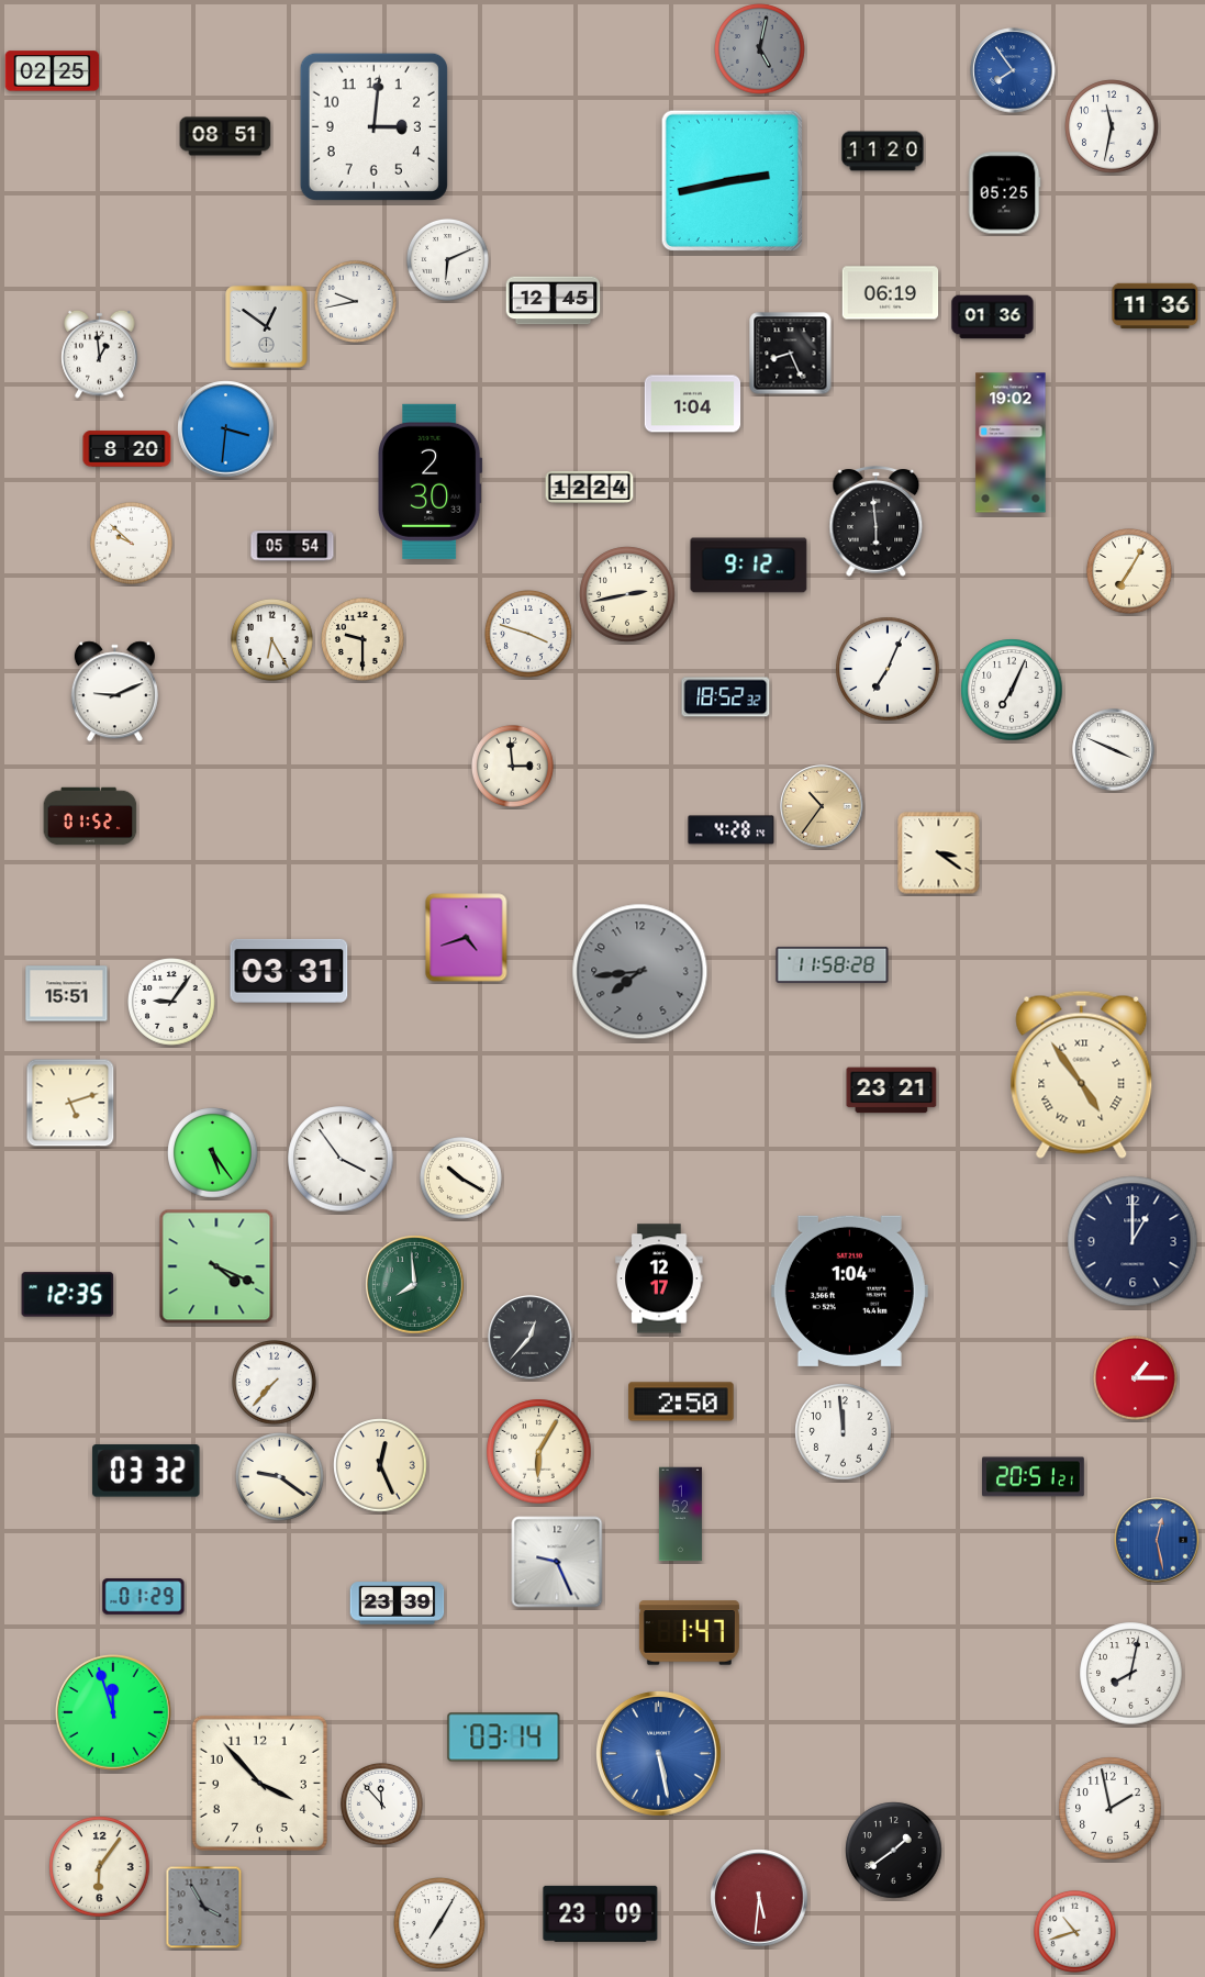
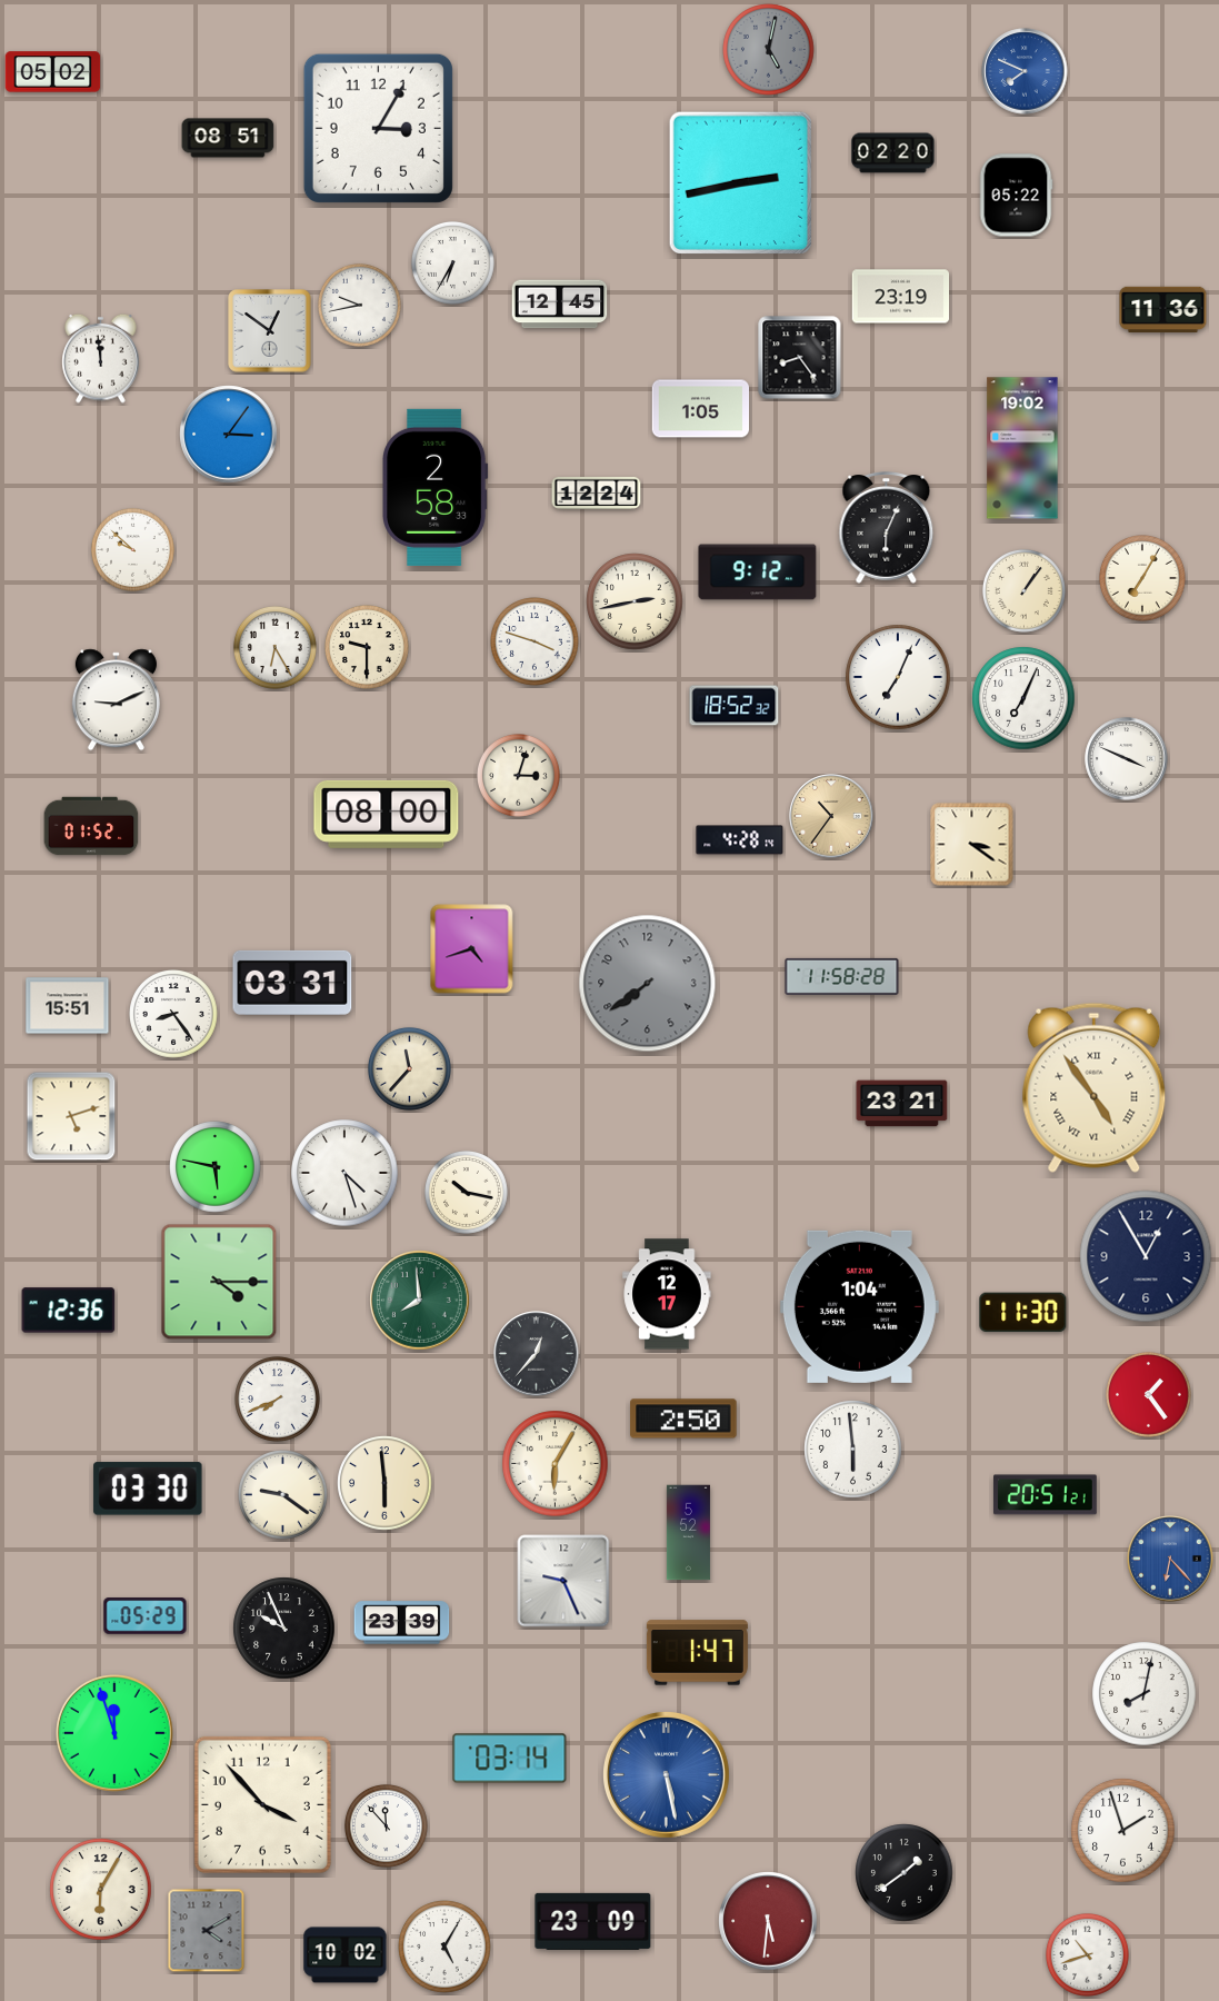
clock at (1013, 70): 7:54 -> 7:49
clock at (53, 71): 02:25 -> 05:02
clock at (373, 126): 3:01 -> 3:05
clock at (1112, 126): 11:32 -> none
clock at (883, 152): 11:20 -> 02:20
clock at (1004, 193): 05:25 -> 05:22
clock at (448, 260): 6:11 -> 6:35
clock at (891, 293): 06:19 -> 23:19
clock at (1156, 306) position: (1156, 306) -> (1163, 310)
clock at (993, 317): 01:36 -> none
clock at (100, 354): 12:59 -> 11:59
clock at (791, 354): 8:26 -> 8:24
clock at (693, 404): 1:04 -> 1:05
clock at (226, 429): 3:31 -> 3:06
clock at (127, 449): 8:20 -> none
clock at (431, 481): 2:30 -> 2:58
clock at (877, 522): 5:59 -> 6:04
clock at (292, 546): 05:54 -> none
clock at (1025, 591): none -> 1:06
clock at (513, 767): 2:59 -> 3:03
clock at (387, 814): none -> 08:00
clock at (939, 853) position: (939, 853) -> (972, 845)
clock at (640, 972): 7:44 -> 7:39
clock at (172, 1003): 9:06 -> 8:24
clock at (410, 1069): none -> 11:37
clock at (213, 1153): 5:24 -> 5:47
clock at (341, 1159): 3:54 -> 4:27
clock at (461, 1179): 10:20 -> 10:17
clock at (1133, 1241): 1:00 -> 12:55
clock at (216, 1266): 4:19 -> 4:15
clock at (68, 1295): 12:35 -> 12:36
clock at (1023, 1312): none -> 11:30
clock at (1136, 1378): 1:15 -> 1:24
clock at (275, 1383): 7:37 -> 7:41
clock at (681, 1401) position: (681, 1401) -> (683, 1418)
clock at (844, 1432): 11:59 -> 5:59
clock at (539, 1452) position: (539, 1452) -> (556, 1464)
clock at (380, 1465): 12:26 -> 5:59
clock at (146, 1471): 03:32 -> 03:30
clock at (680, 1515): 1:52 -> 5:52
clock at (1157, 1540): 12:28 -> 6:23
clock at (144, 1597): 01:29 -> 05:29
clock at (284, 1629): none -> 9:56
clock at (1111, 1809): 1:58 -> 1:57
clock at (100, 1867): 6:06 -> 6:05
clock at (204, 1908): 3:55 -> 4:10
clock at (601, 1913) position: (601, 1913) -> (593, 1921)
clock at (439, 1923): 7:05 -> 5:05
clock at (346, 1955): none -> 10:02
